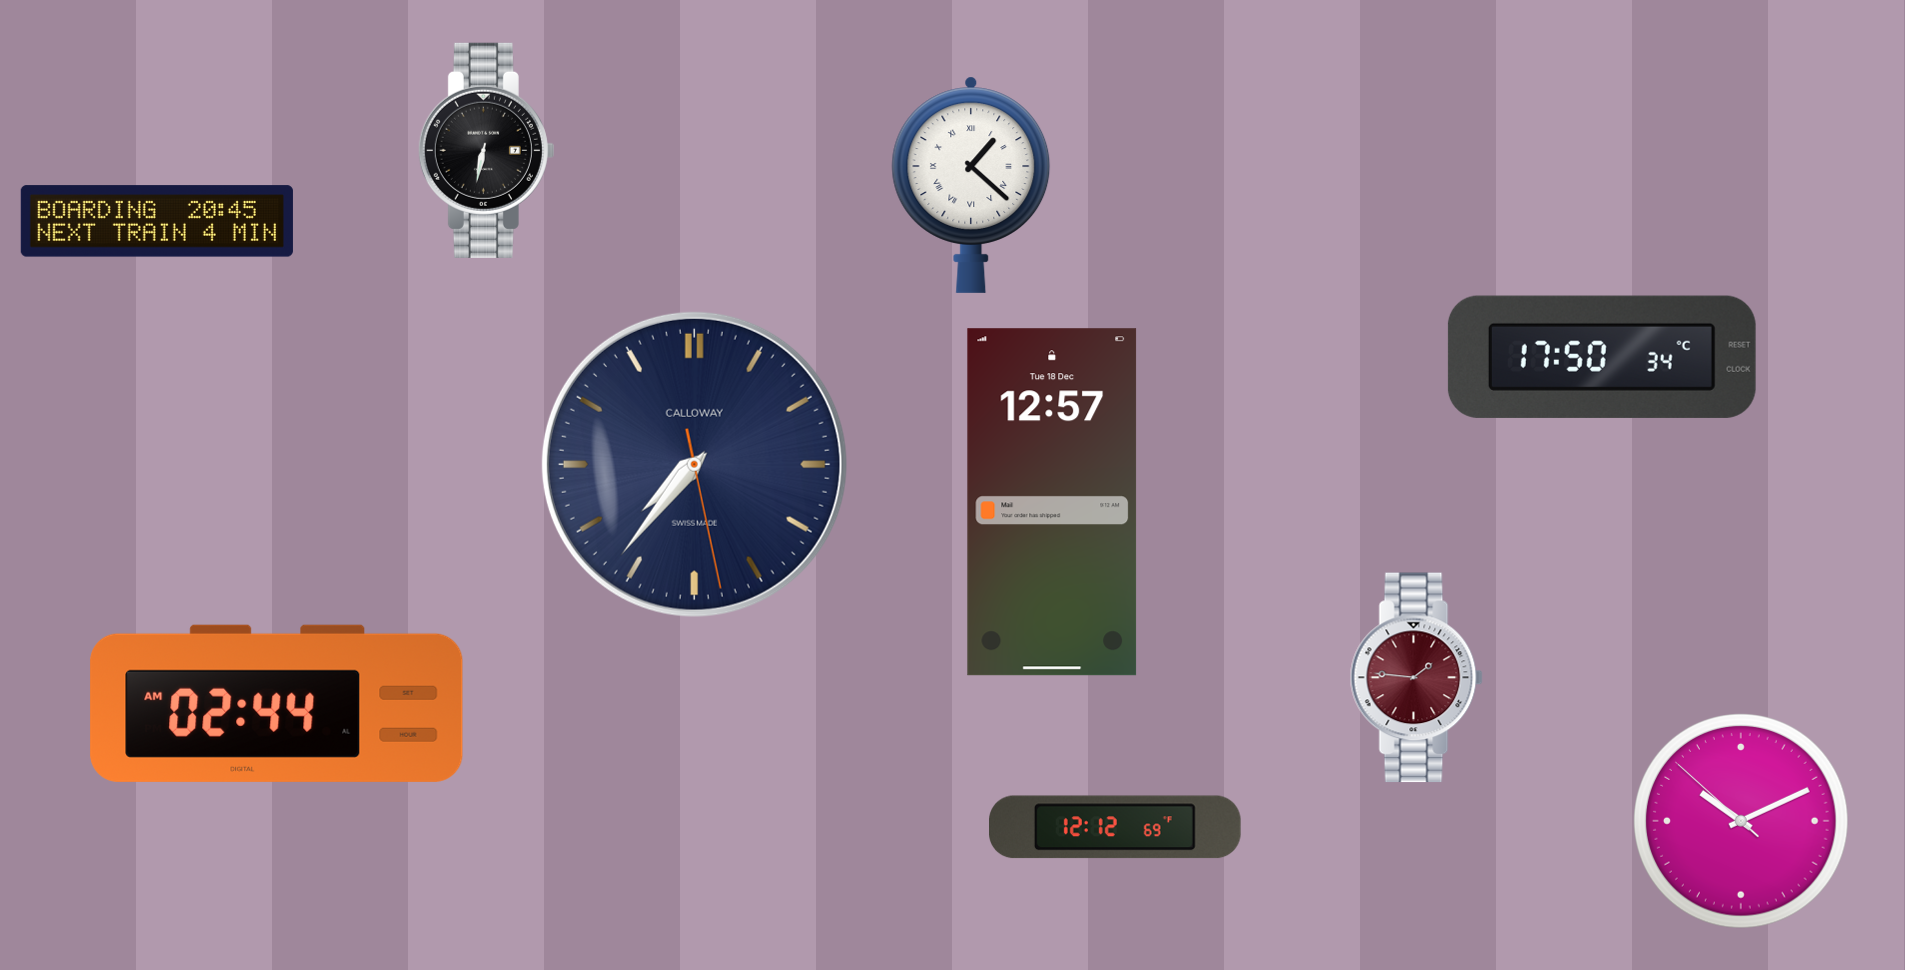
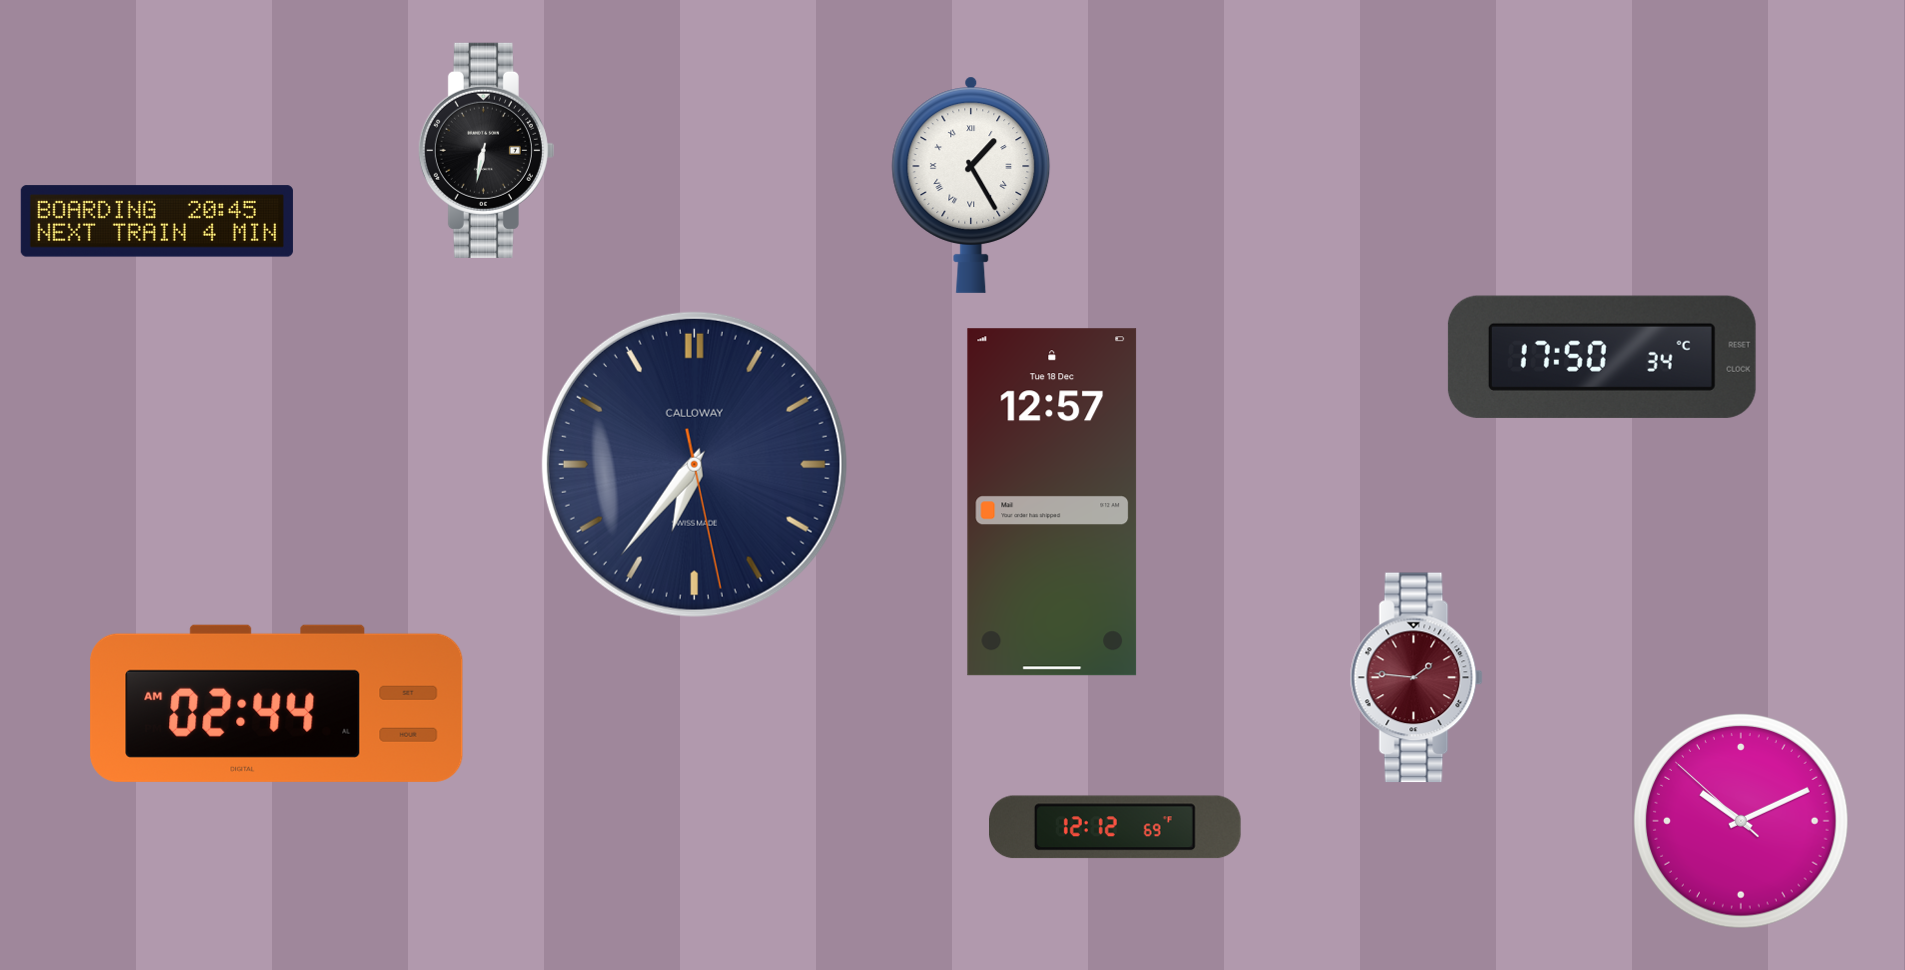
clock at (971, 185): 1:22 -> 1:25
clock at (694, 464): 7:36 -> 6:36
